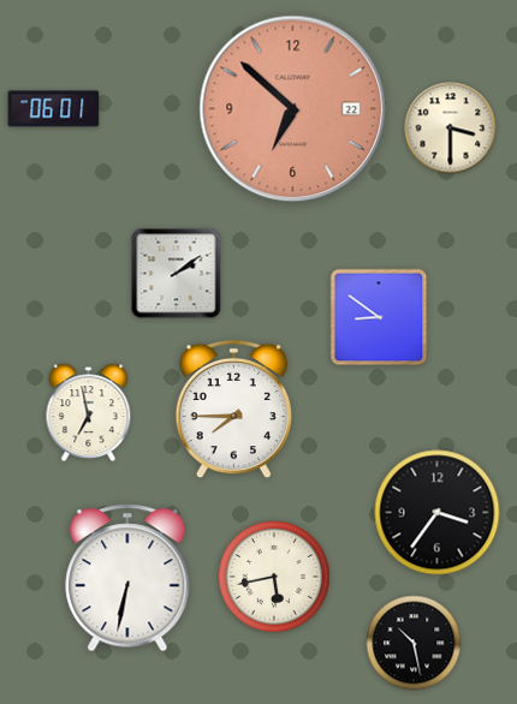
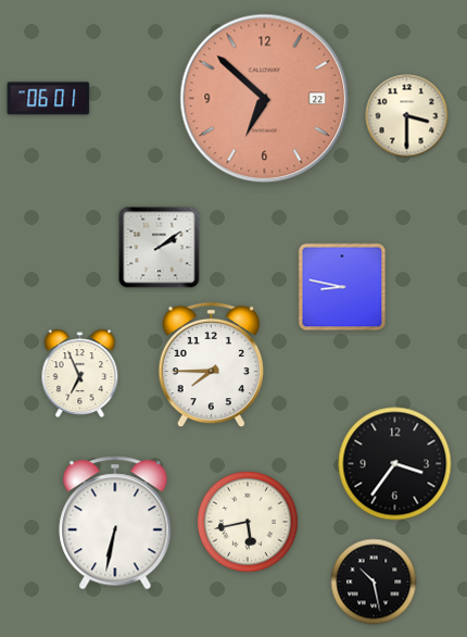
clock at (379, 317): 8:51 -> 8:47
clock at (233, 410) position: (233, 410) -> (211, 365)
clock at (89, 413): 6:58 -> 6:56
